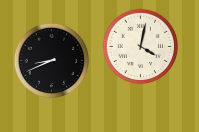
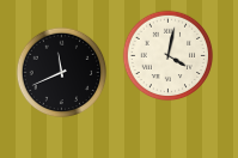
clock at (52, 61): 8:41 -> 11:41
